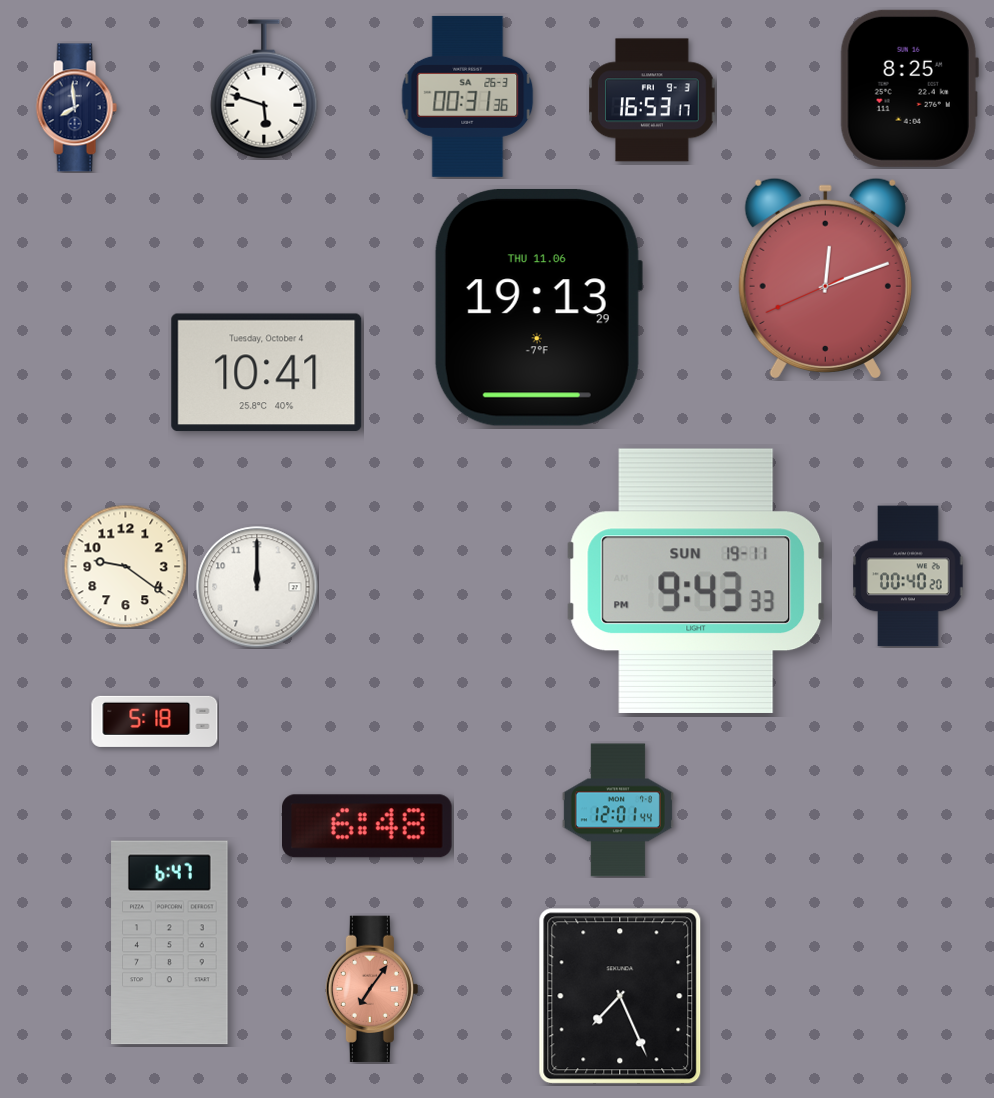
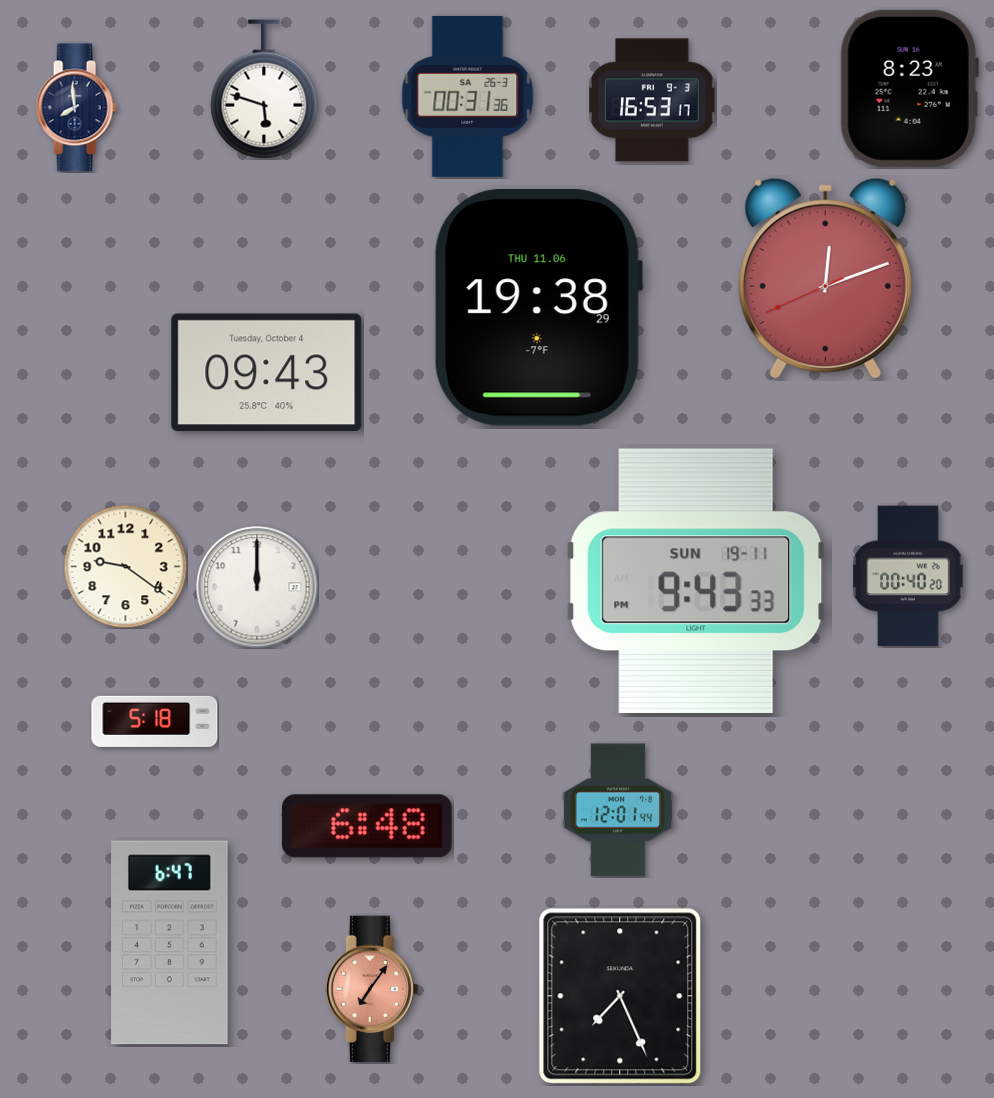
clock at (909, 88): 8:25 -> 8:23
clock at (538, 307): 19:13 -> 19:38
clock at (267, 373): 10:41 -> 09:43
